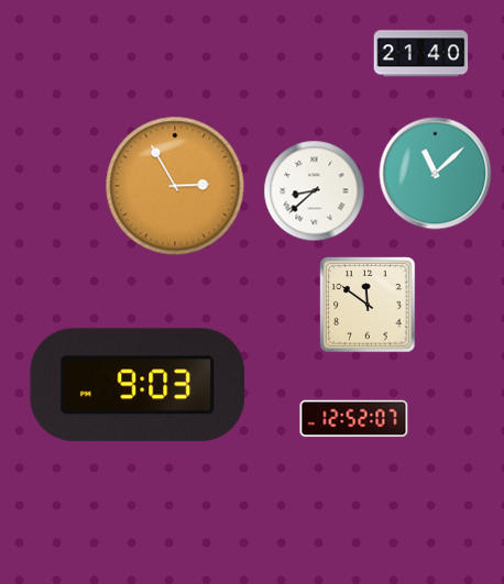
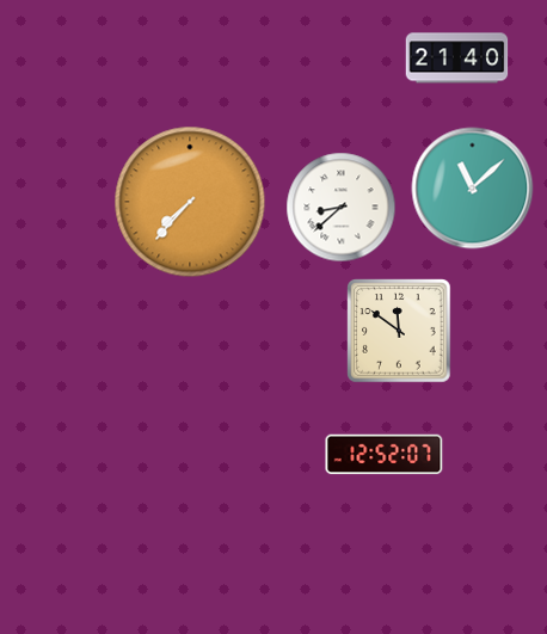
clock at (175, 186): 2:55 -> 7:37
clock at (138, 385): 9:03 -> none
